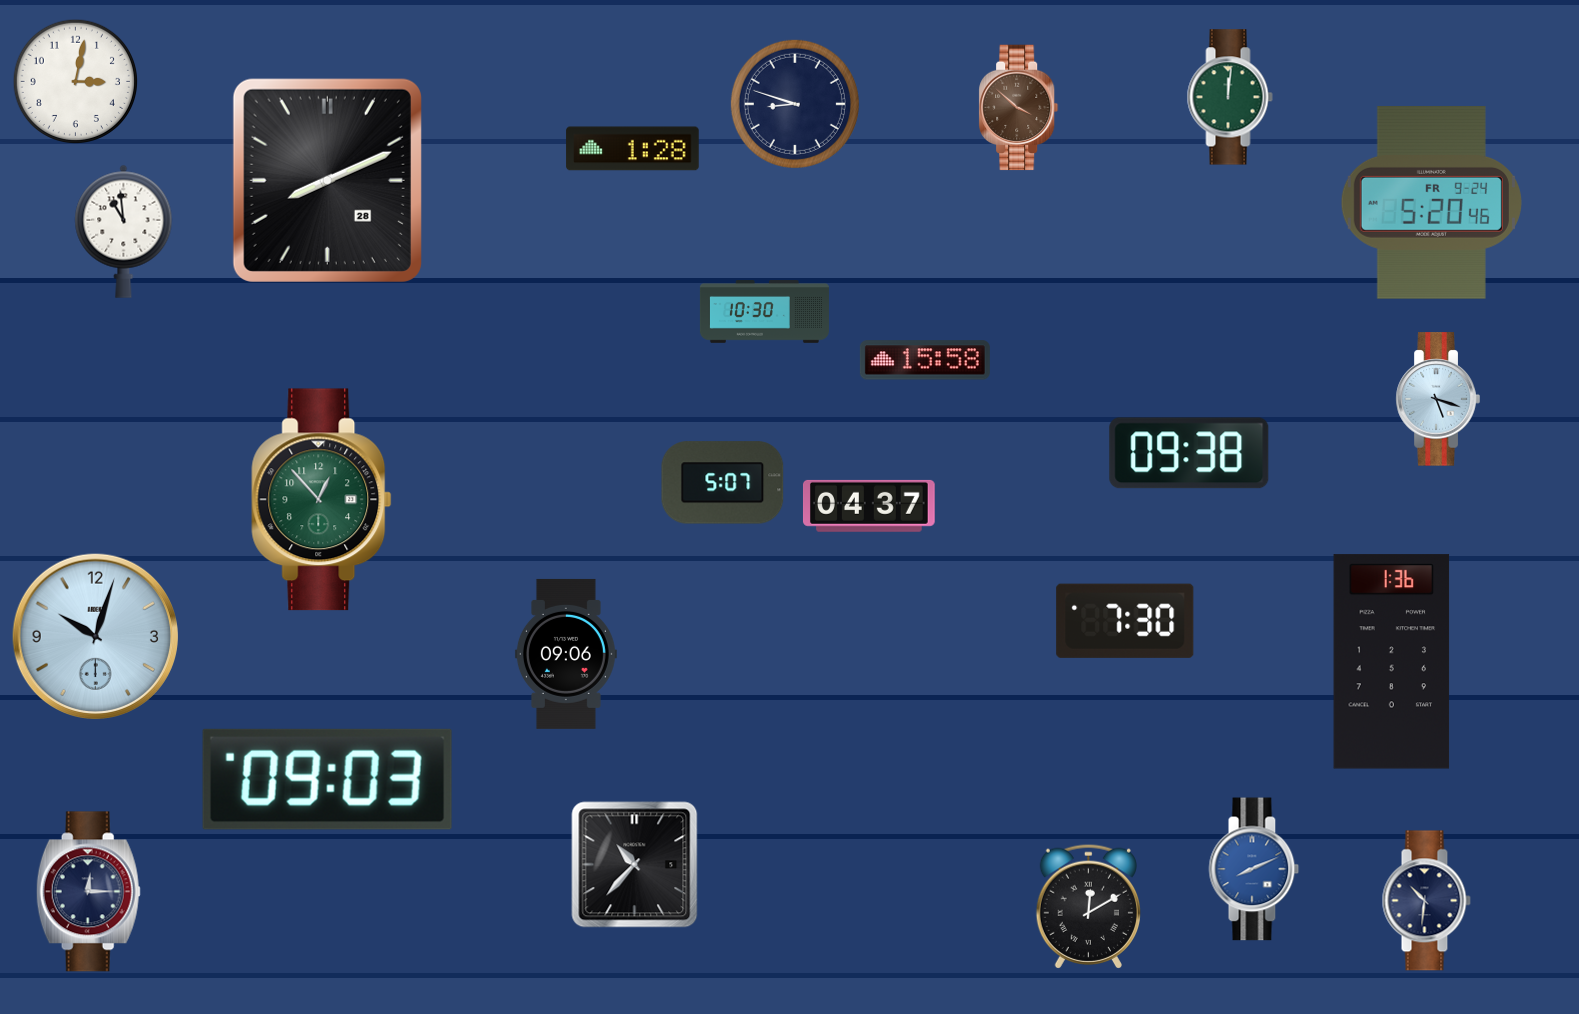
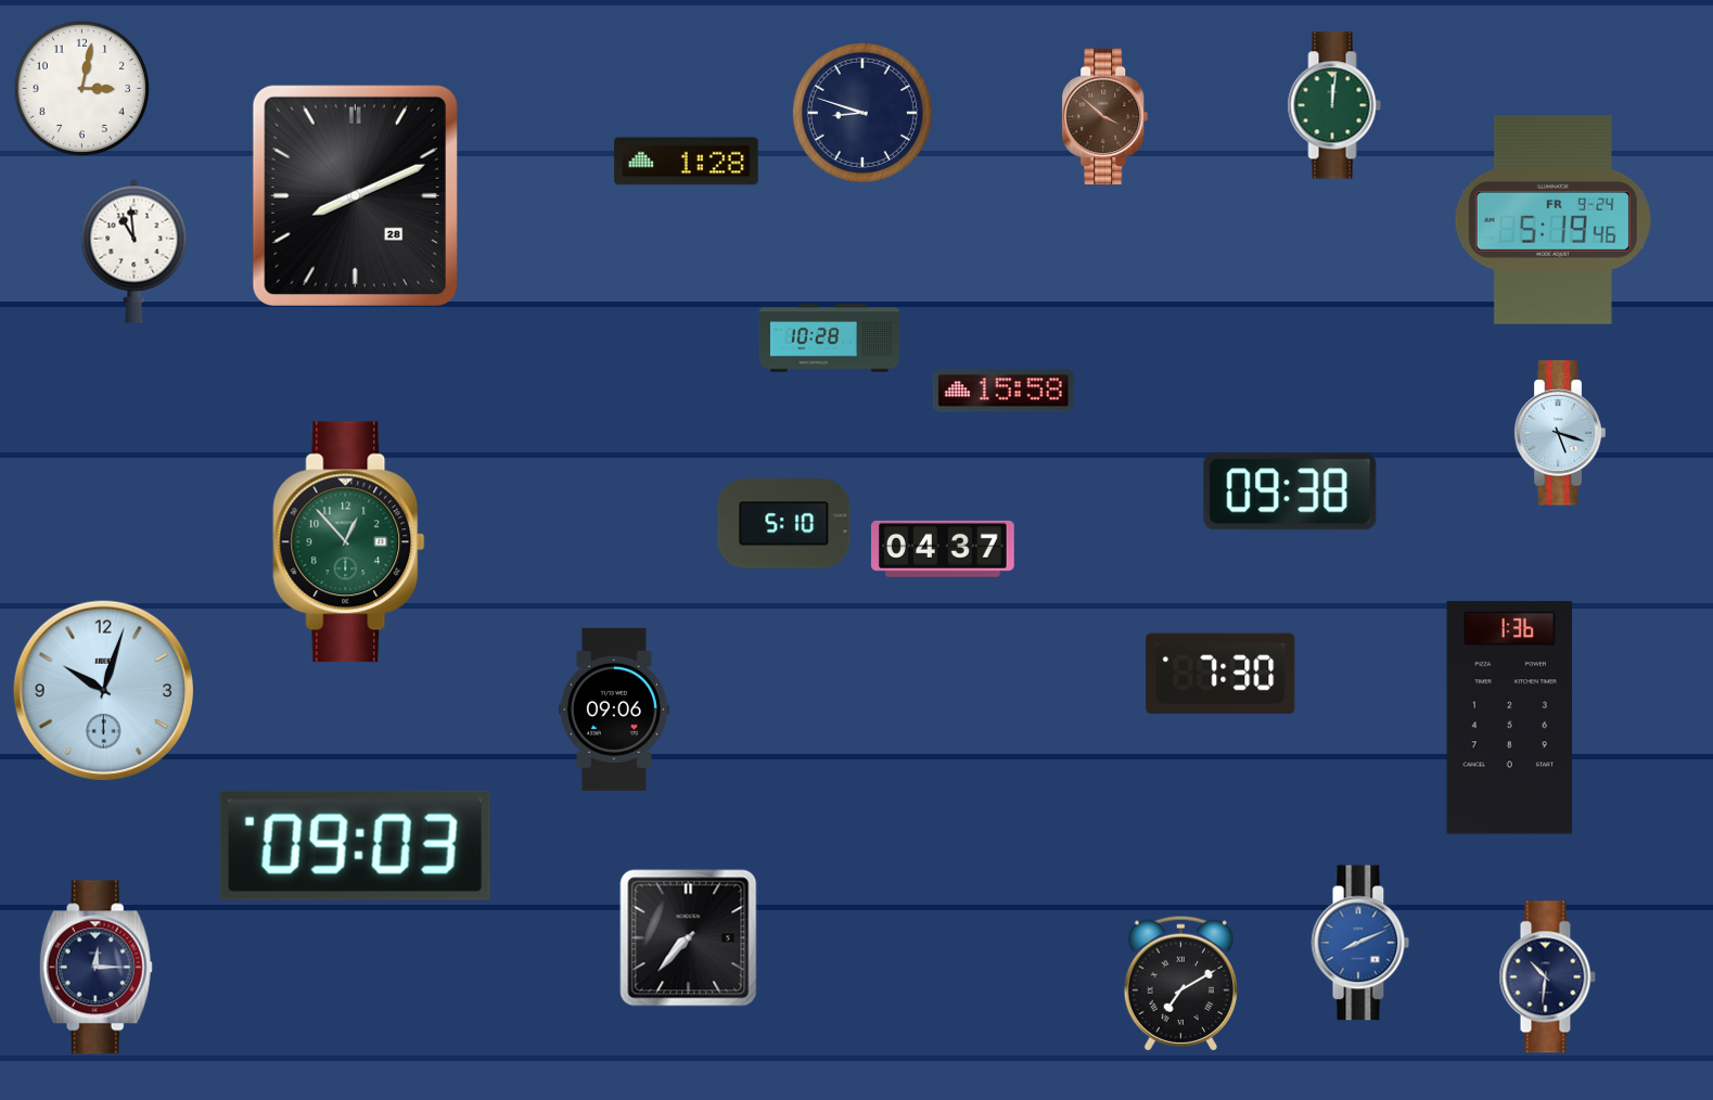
clock at (1431, 203): 5:20 -> 5:19
clock at (764, 312): 10:30 -> 10:28
clock at (723, 483): 5:07 -> 5:10
clock at (635, 865): 10:37 -> 7:37
clock at (1088, 906): 12:10 -> 7:10
